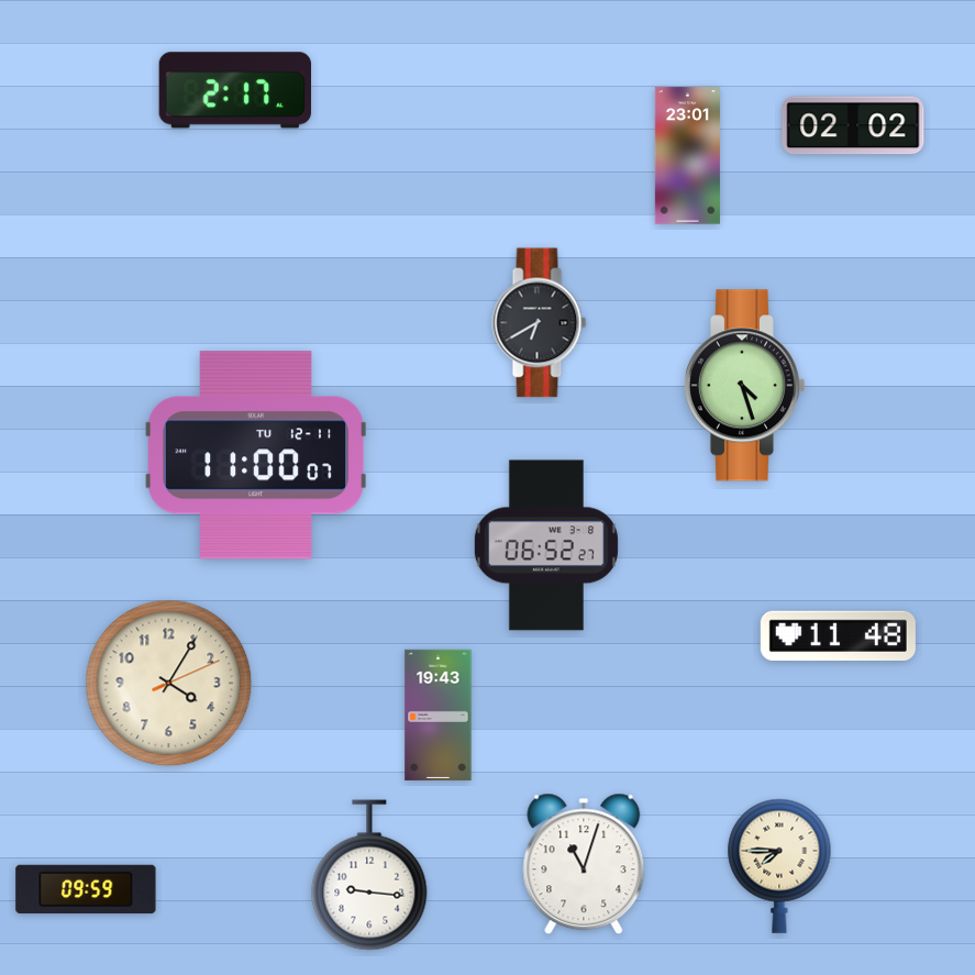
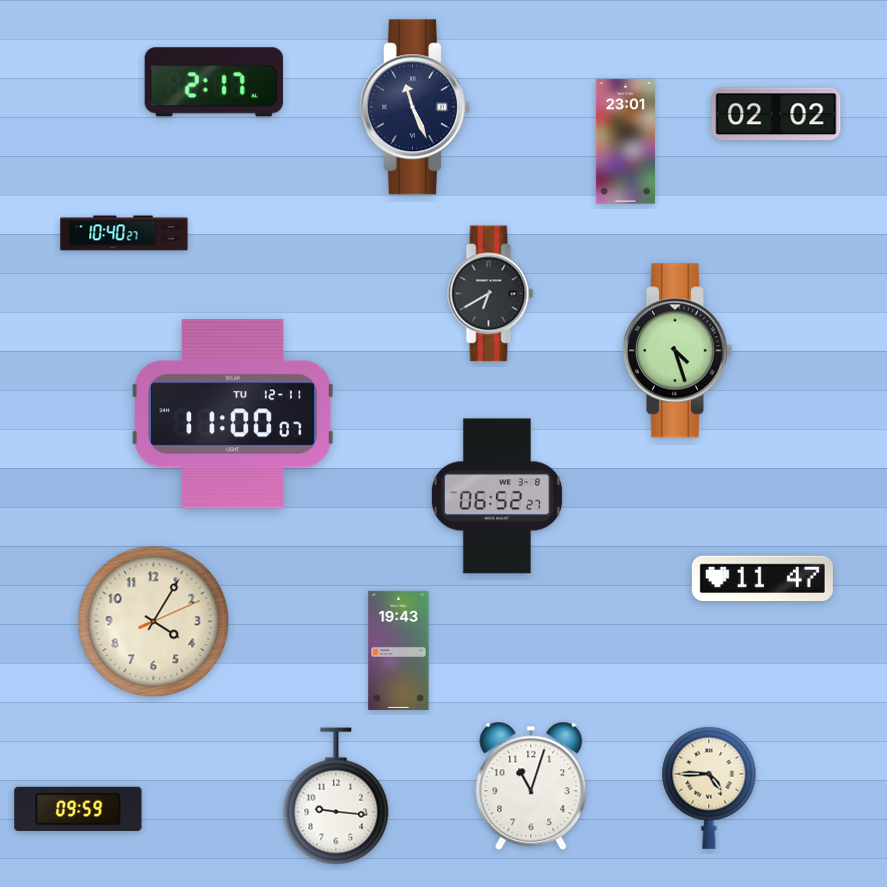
clock at (414, 107): none -> 11:26
clock at (124, 233): none -> 10:40
clock at (838, 635): 11:48 -> 11:47
clock at (779, 866): 7:45 -> 4:45
